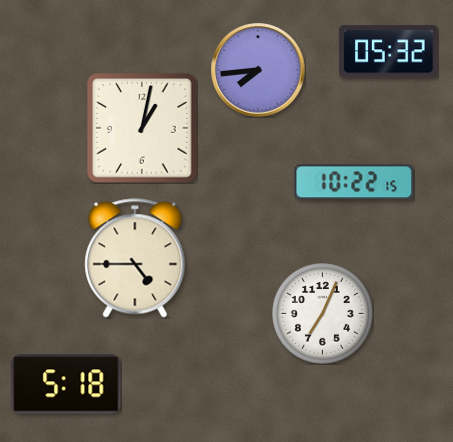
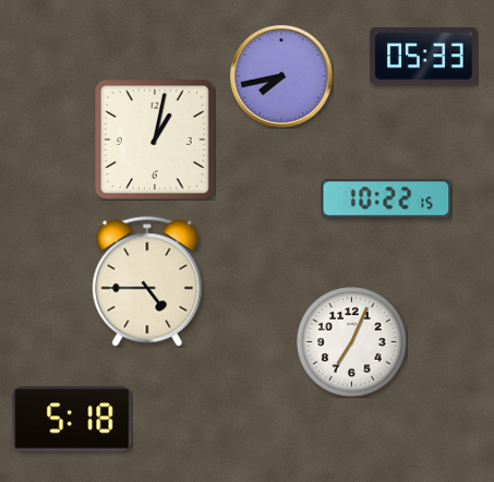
clock at (389, 52): 05:32 -> 05:33
clock at (258, 70): 7:44 -> 7:43
